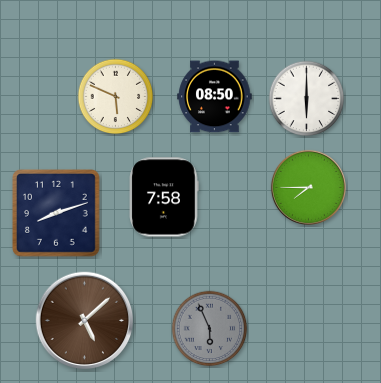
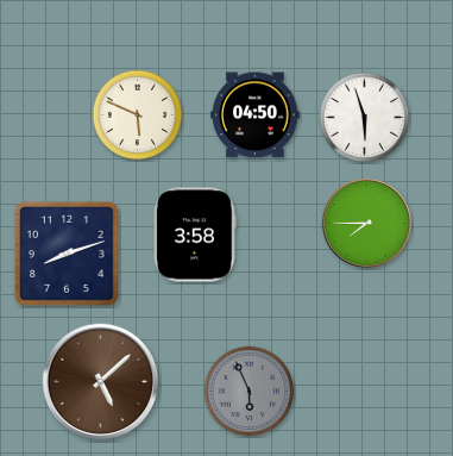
clock at (215, 97): 08:50 -> 04:50
clock at (307, 99): 6:00 -> 5:57
clock at (164, 197): 7:58 -> 3:58
